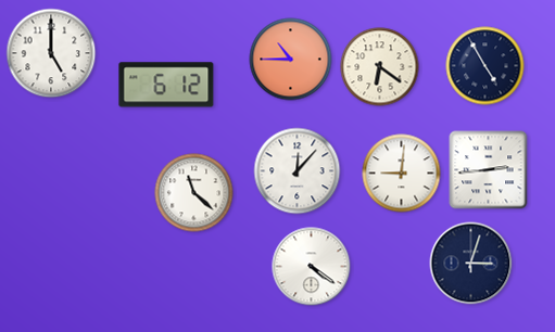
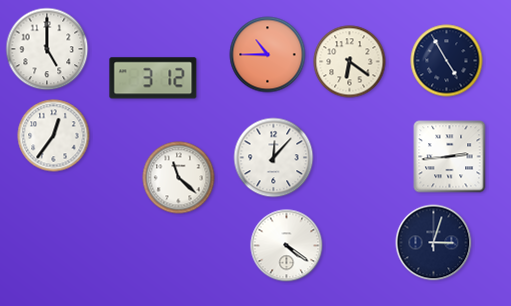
clock at (166, 85): 6:12 -> 3:12
clock at (54, 136): none -> 12:36
clock at (402, 174): 9:01 -> none
